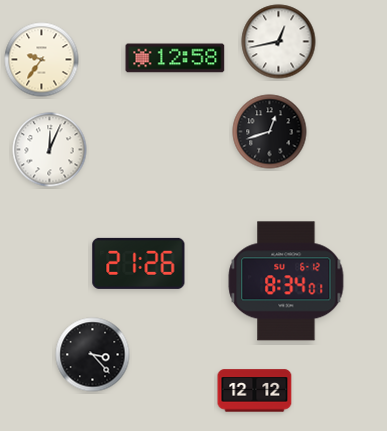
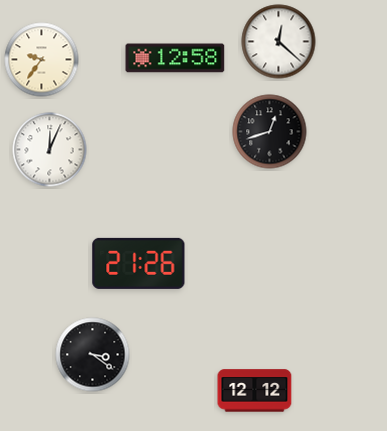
clock at (279, 42): 12:43 -> 12:22
clock at (286, 281): 8:34 -> none
clock at (93, 355): 3:23 -> 3:21
